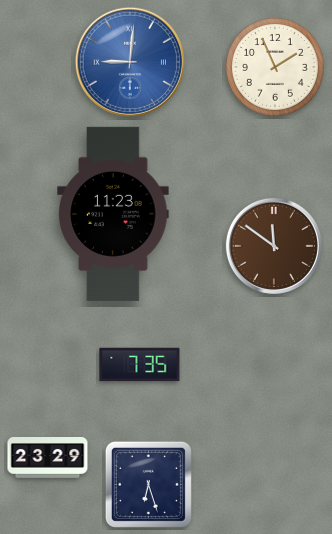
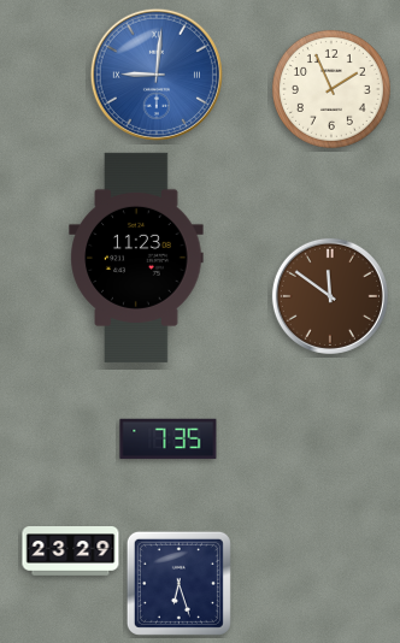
clock at (275, 67) position: (275, 67) -> (331, 89)
clock at (48, 458) position: (48, 458) -> (71, 551)
